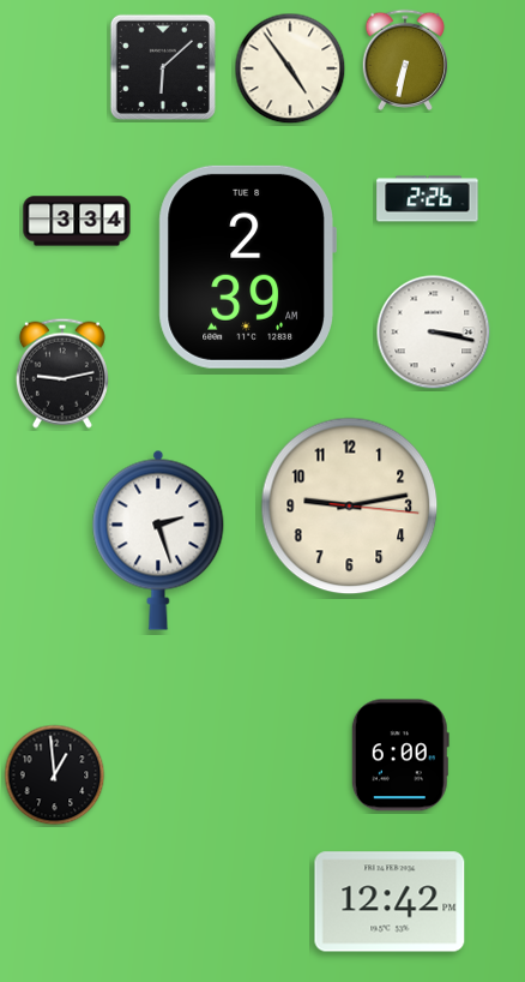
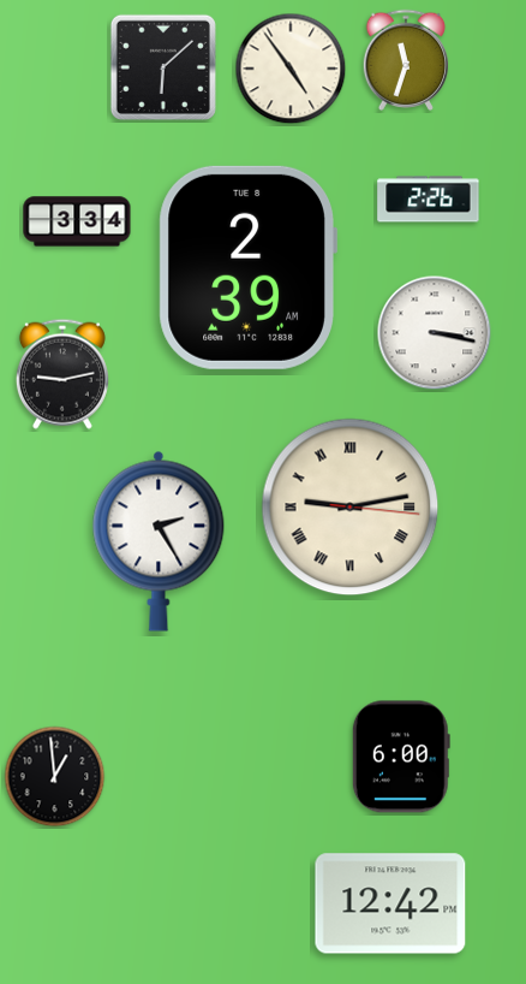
clock at (405, 60): 6:32 -> 11:33
clock at (350, 507) numerals: Arabic -> Roman
clock at (158, 540): 2:27 -> 2:25
